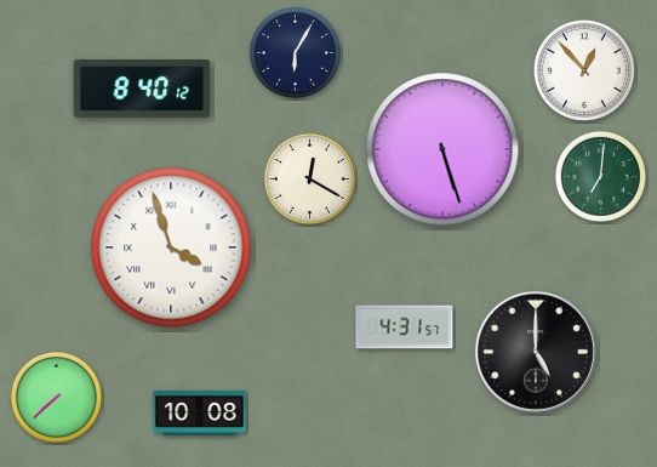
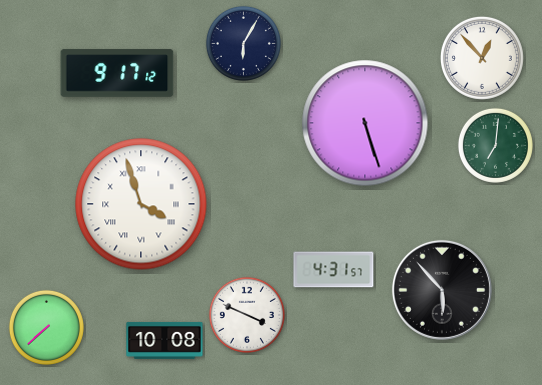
clock at (142, 89): 8:40 -> 9:17
clock at (309, 178): 12:20 -> none
clock at (536, 352): 5:00 -> 5:53
clock at (247, 315): none -> 3:49
